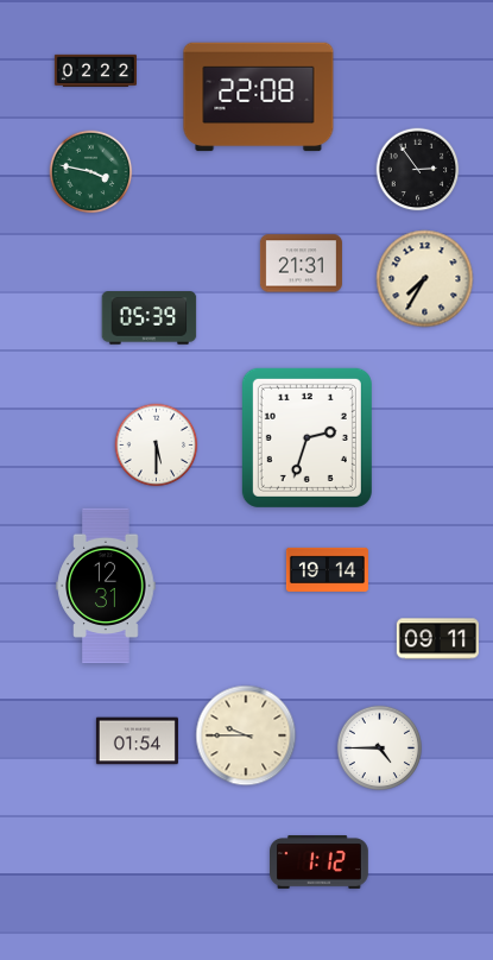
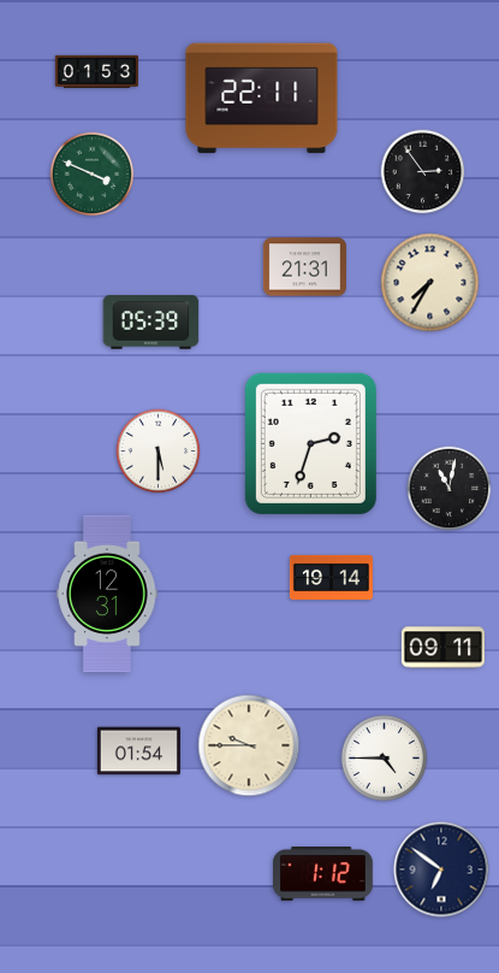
clock at (95, 70): 02:22 -> 01:53
clock at (259, 97): 22:08 -> 22:11
clock at (91, 172): 3:47 -> 3:49
clock at (450, 489): none -> 11:02
clock at (441, 869): none -> 6:51
